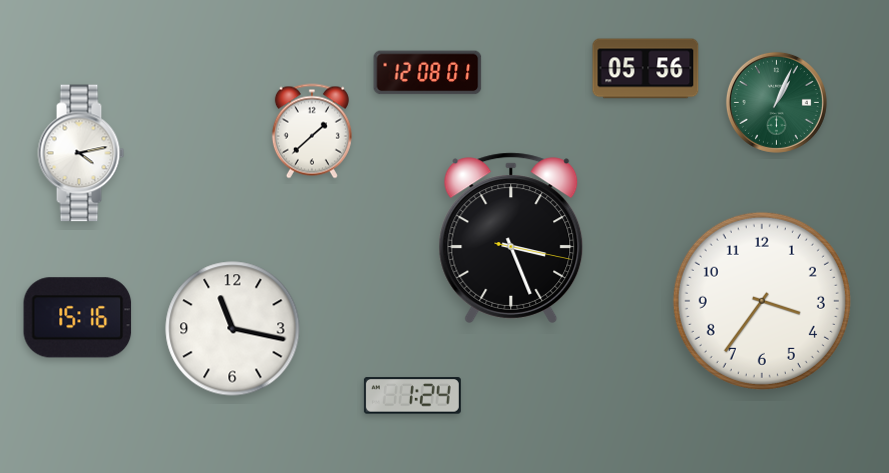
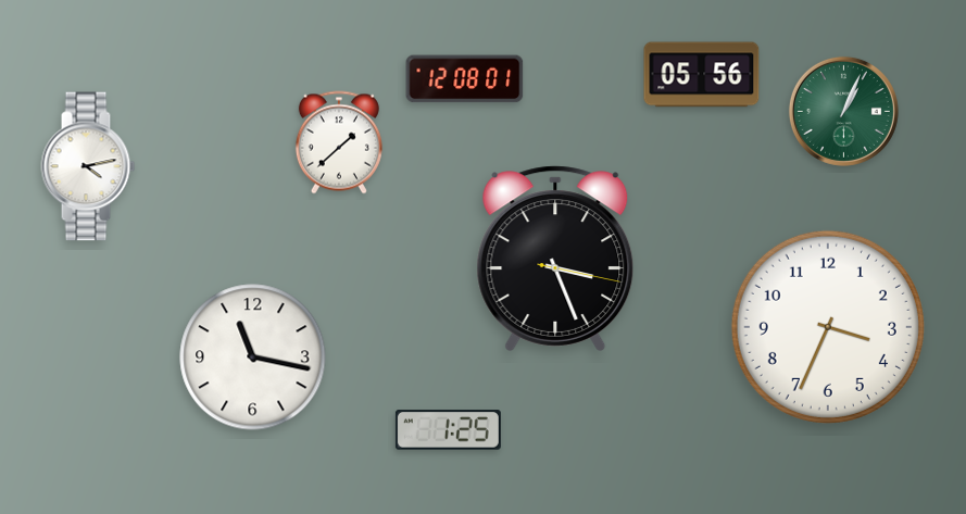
clock at (762, 301): 3:36 -> 3:34
clock at (78, 318): 15:16 -> none
clock at (412, 396): 1:24 -> 1:25
